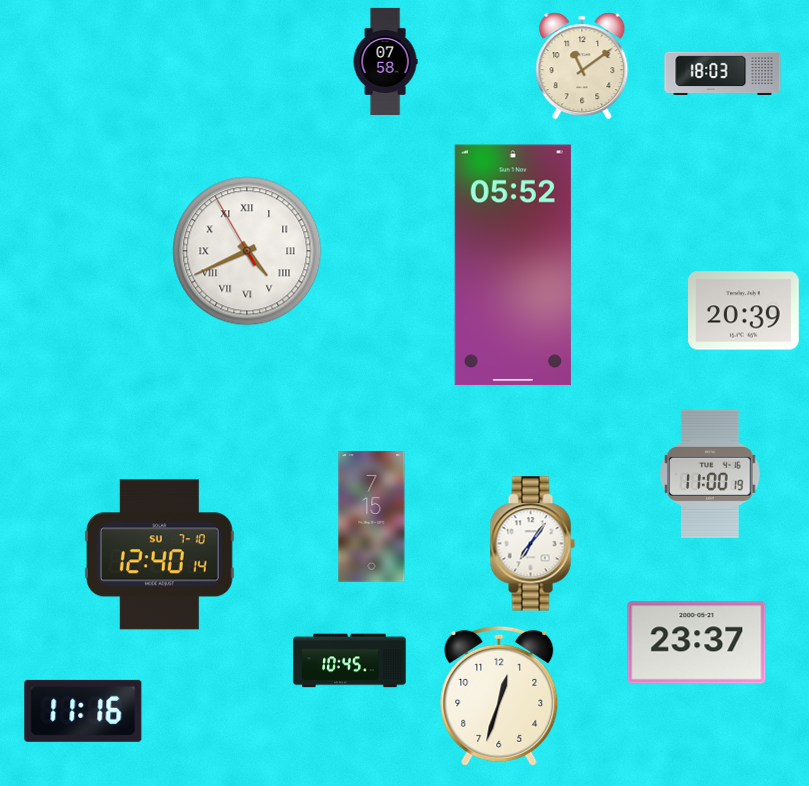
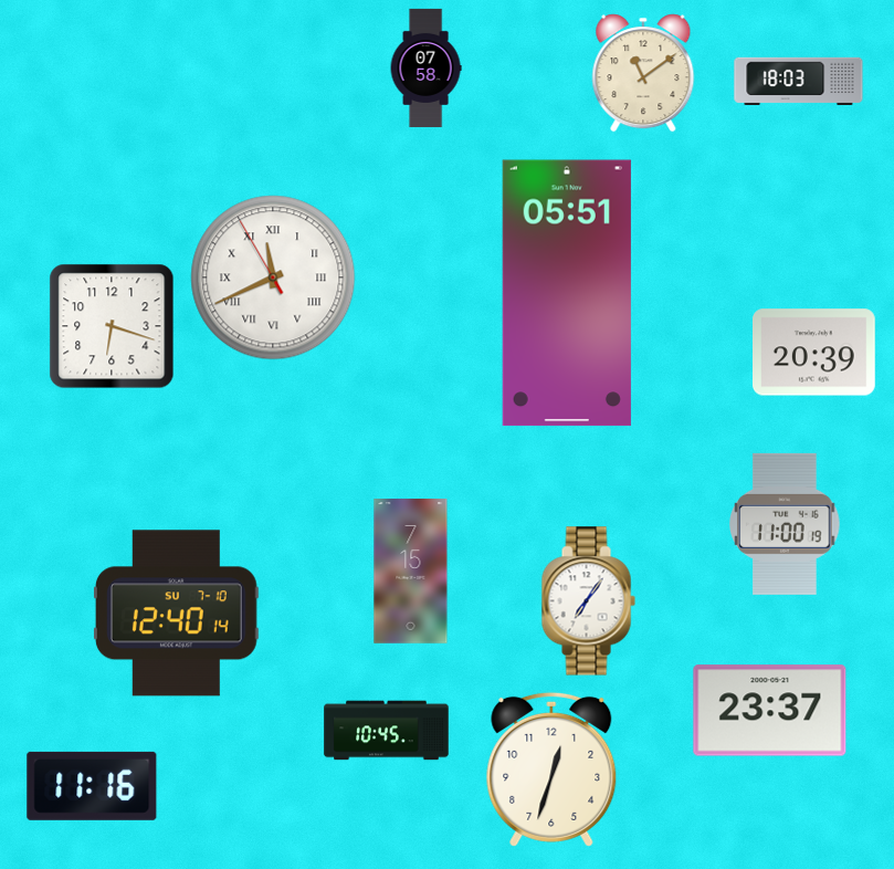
clock at (247, 251): 4:40 -> 11:40
clock at (513, 265): 05:52 -> 05:51
clock at (112, 326): none -> 6:18
clock at (744, 311) position: (744, 311) -> (814, 353)
